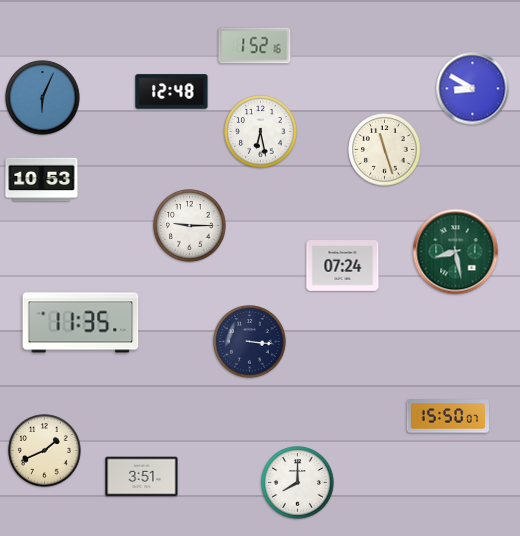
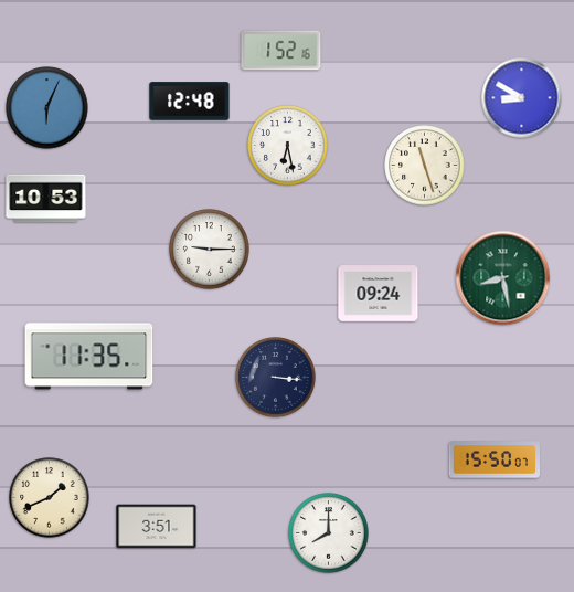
clock at (343, 266): 07:24 -> 09:24
